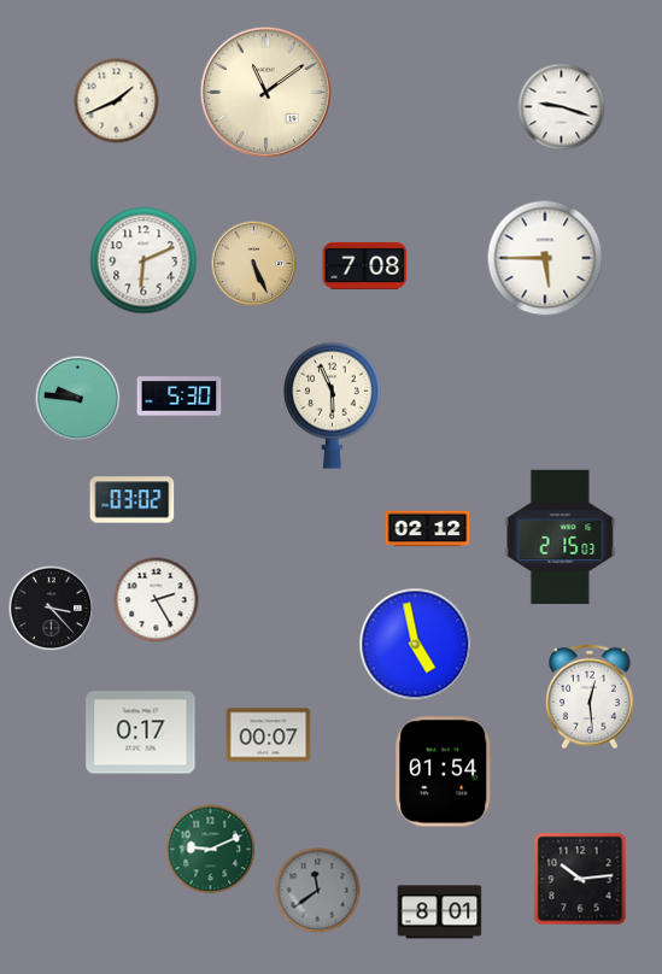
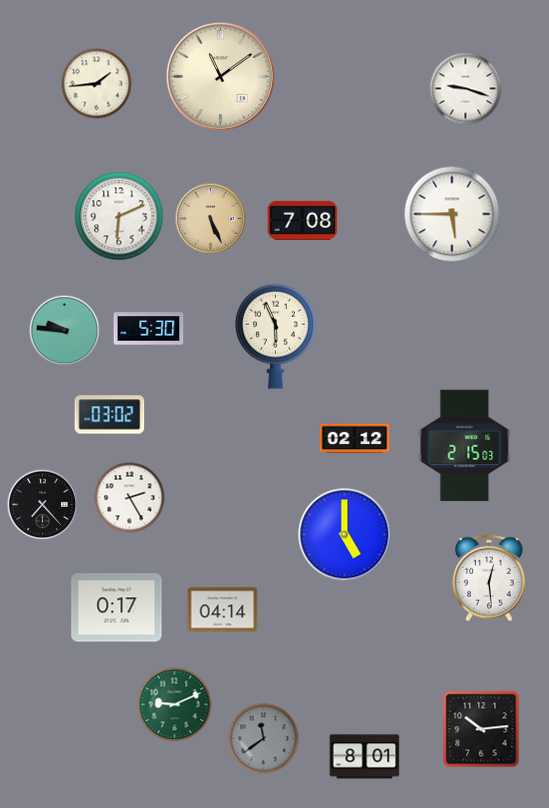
clock at (117, 101): 1:41 -> 1:44
clock at (52, 609): 3:23 -> 7:23
clock at (416, 645): 4:58 -> 5:00
clock at (269, 735): 00:07 -> 04:14
clock at (444, 771): 01:54 -> none
